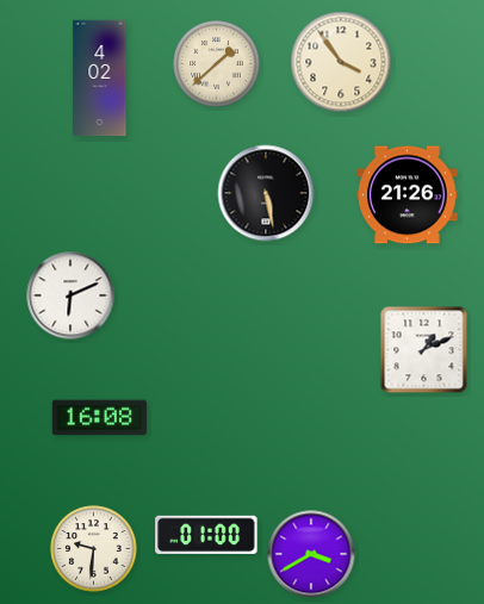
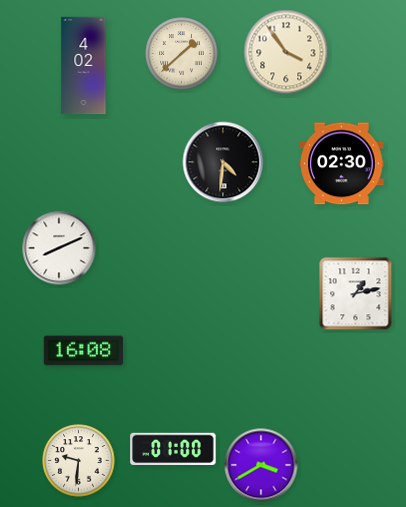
clock at (266, 193): 5:28 -> 4:31
clock at (408, 195): 21:26 -> 02:30
clock at (70, 295): 6:11 -> 8:11
clock at (424, 350): 1:11 -> 1:13
